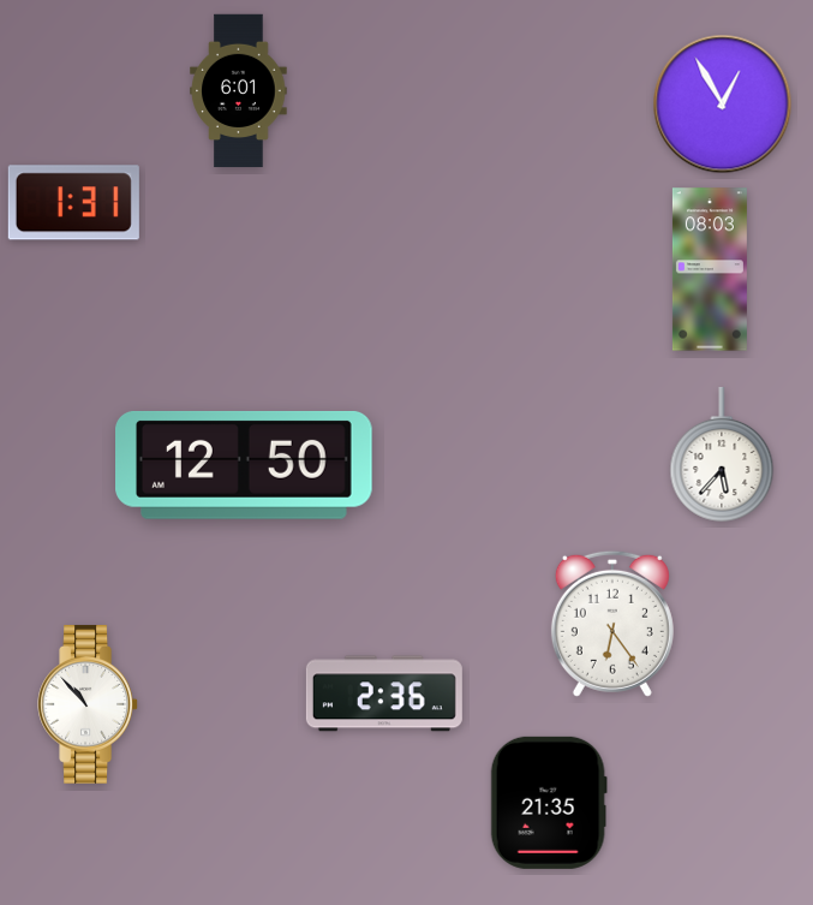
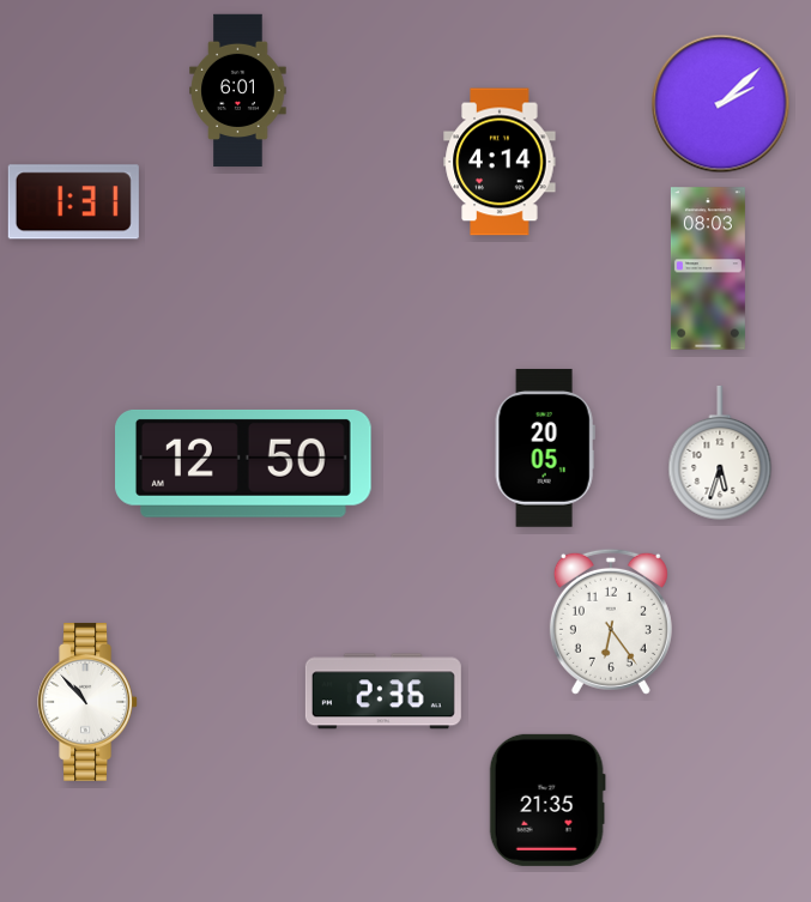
clock at (723, 105): 12:55 -> 2:08
clock at (500, 162): none -> 4:14
clock at (545, 448): none -> 20:05
clock at (722, 456): 5:37 -> 5:33
